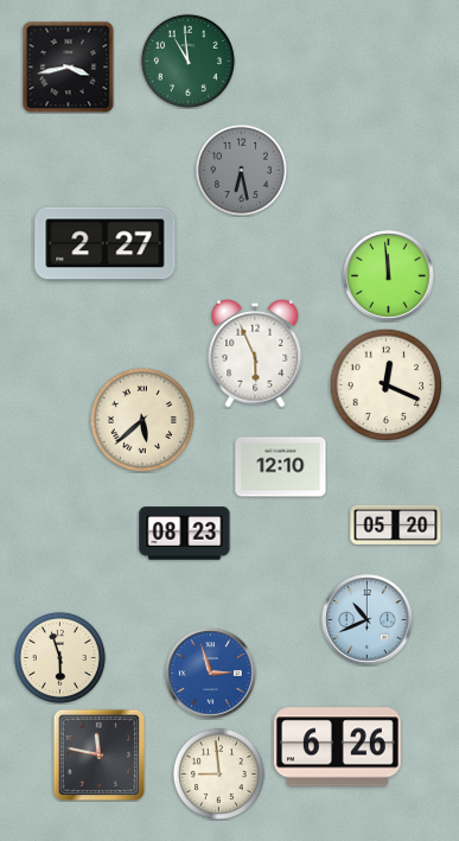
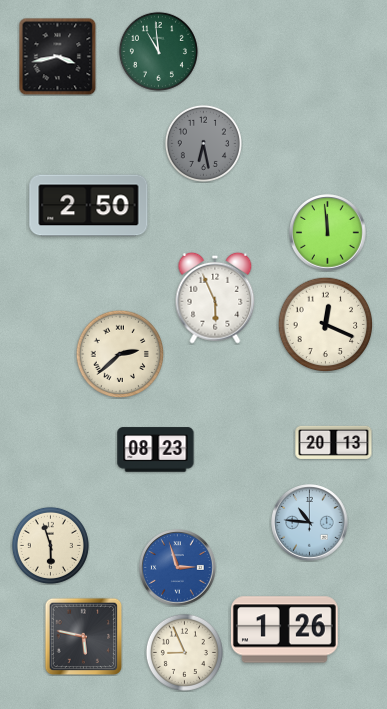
clock at (106, 244): 2:27 -> 2:50
clock at (141, 419): 5:38 -> 2:38
clock at (281, 467): 12:10 -> none
clock at (396, 524): 05:20 -> 20:13
clock at (368, 620): 10:41 -> 10:46
clock at (59, 657) position: (59, 657) -> (50, 545)
clock at (337, 747): 6:26 -> 1:26
clock at (98, 754): 11:47 -> 5:47
clock at (218, 773): 8:59 -> 8:56
